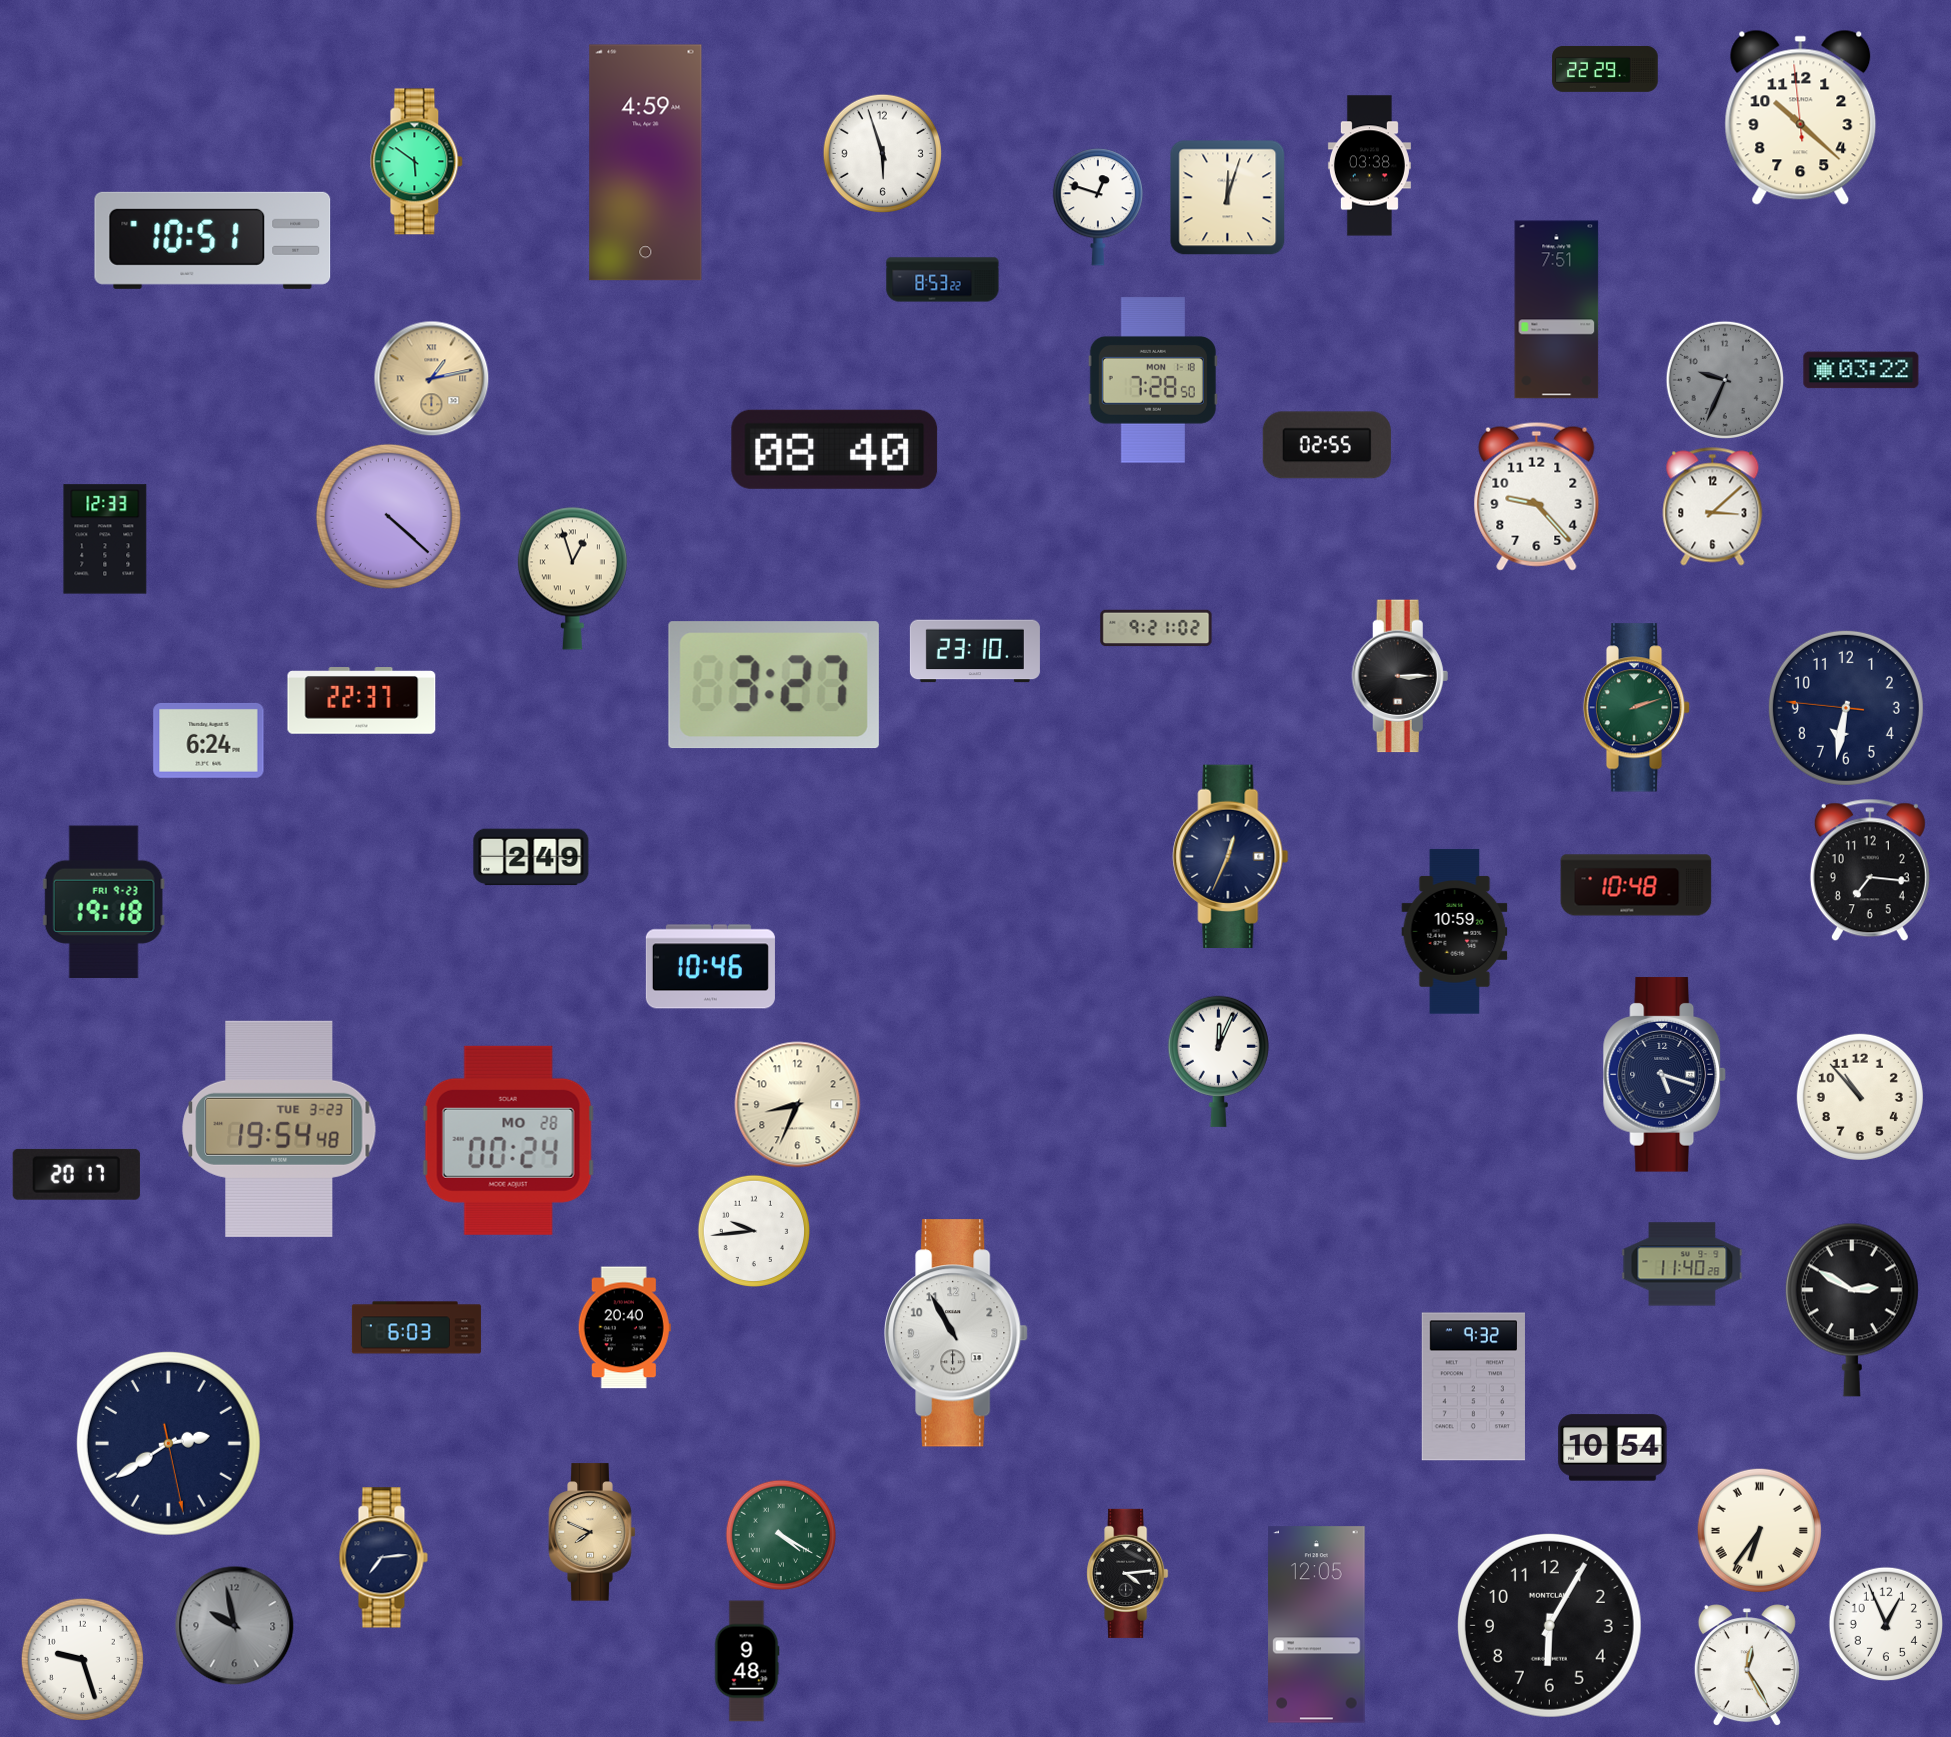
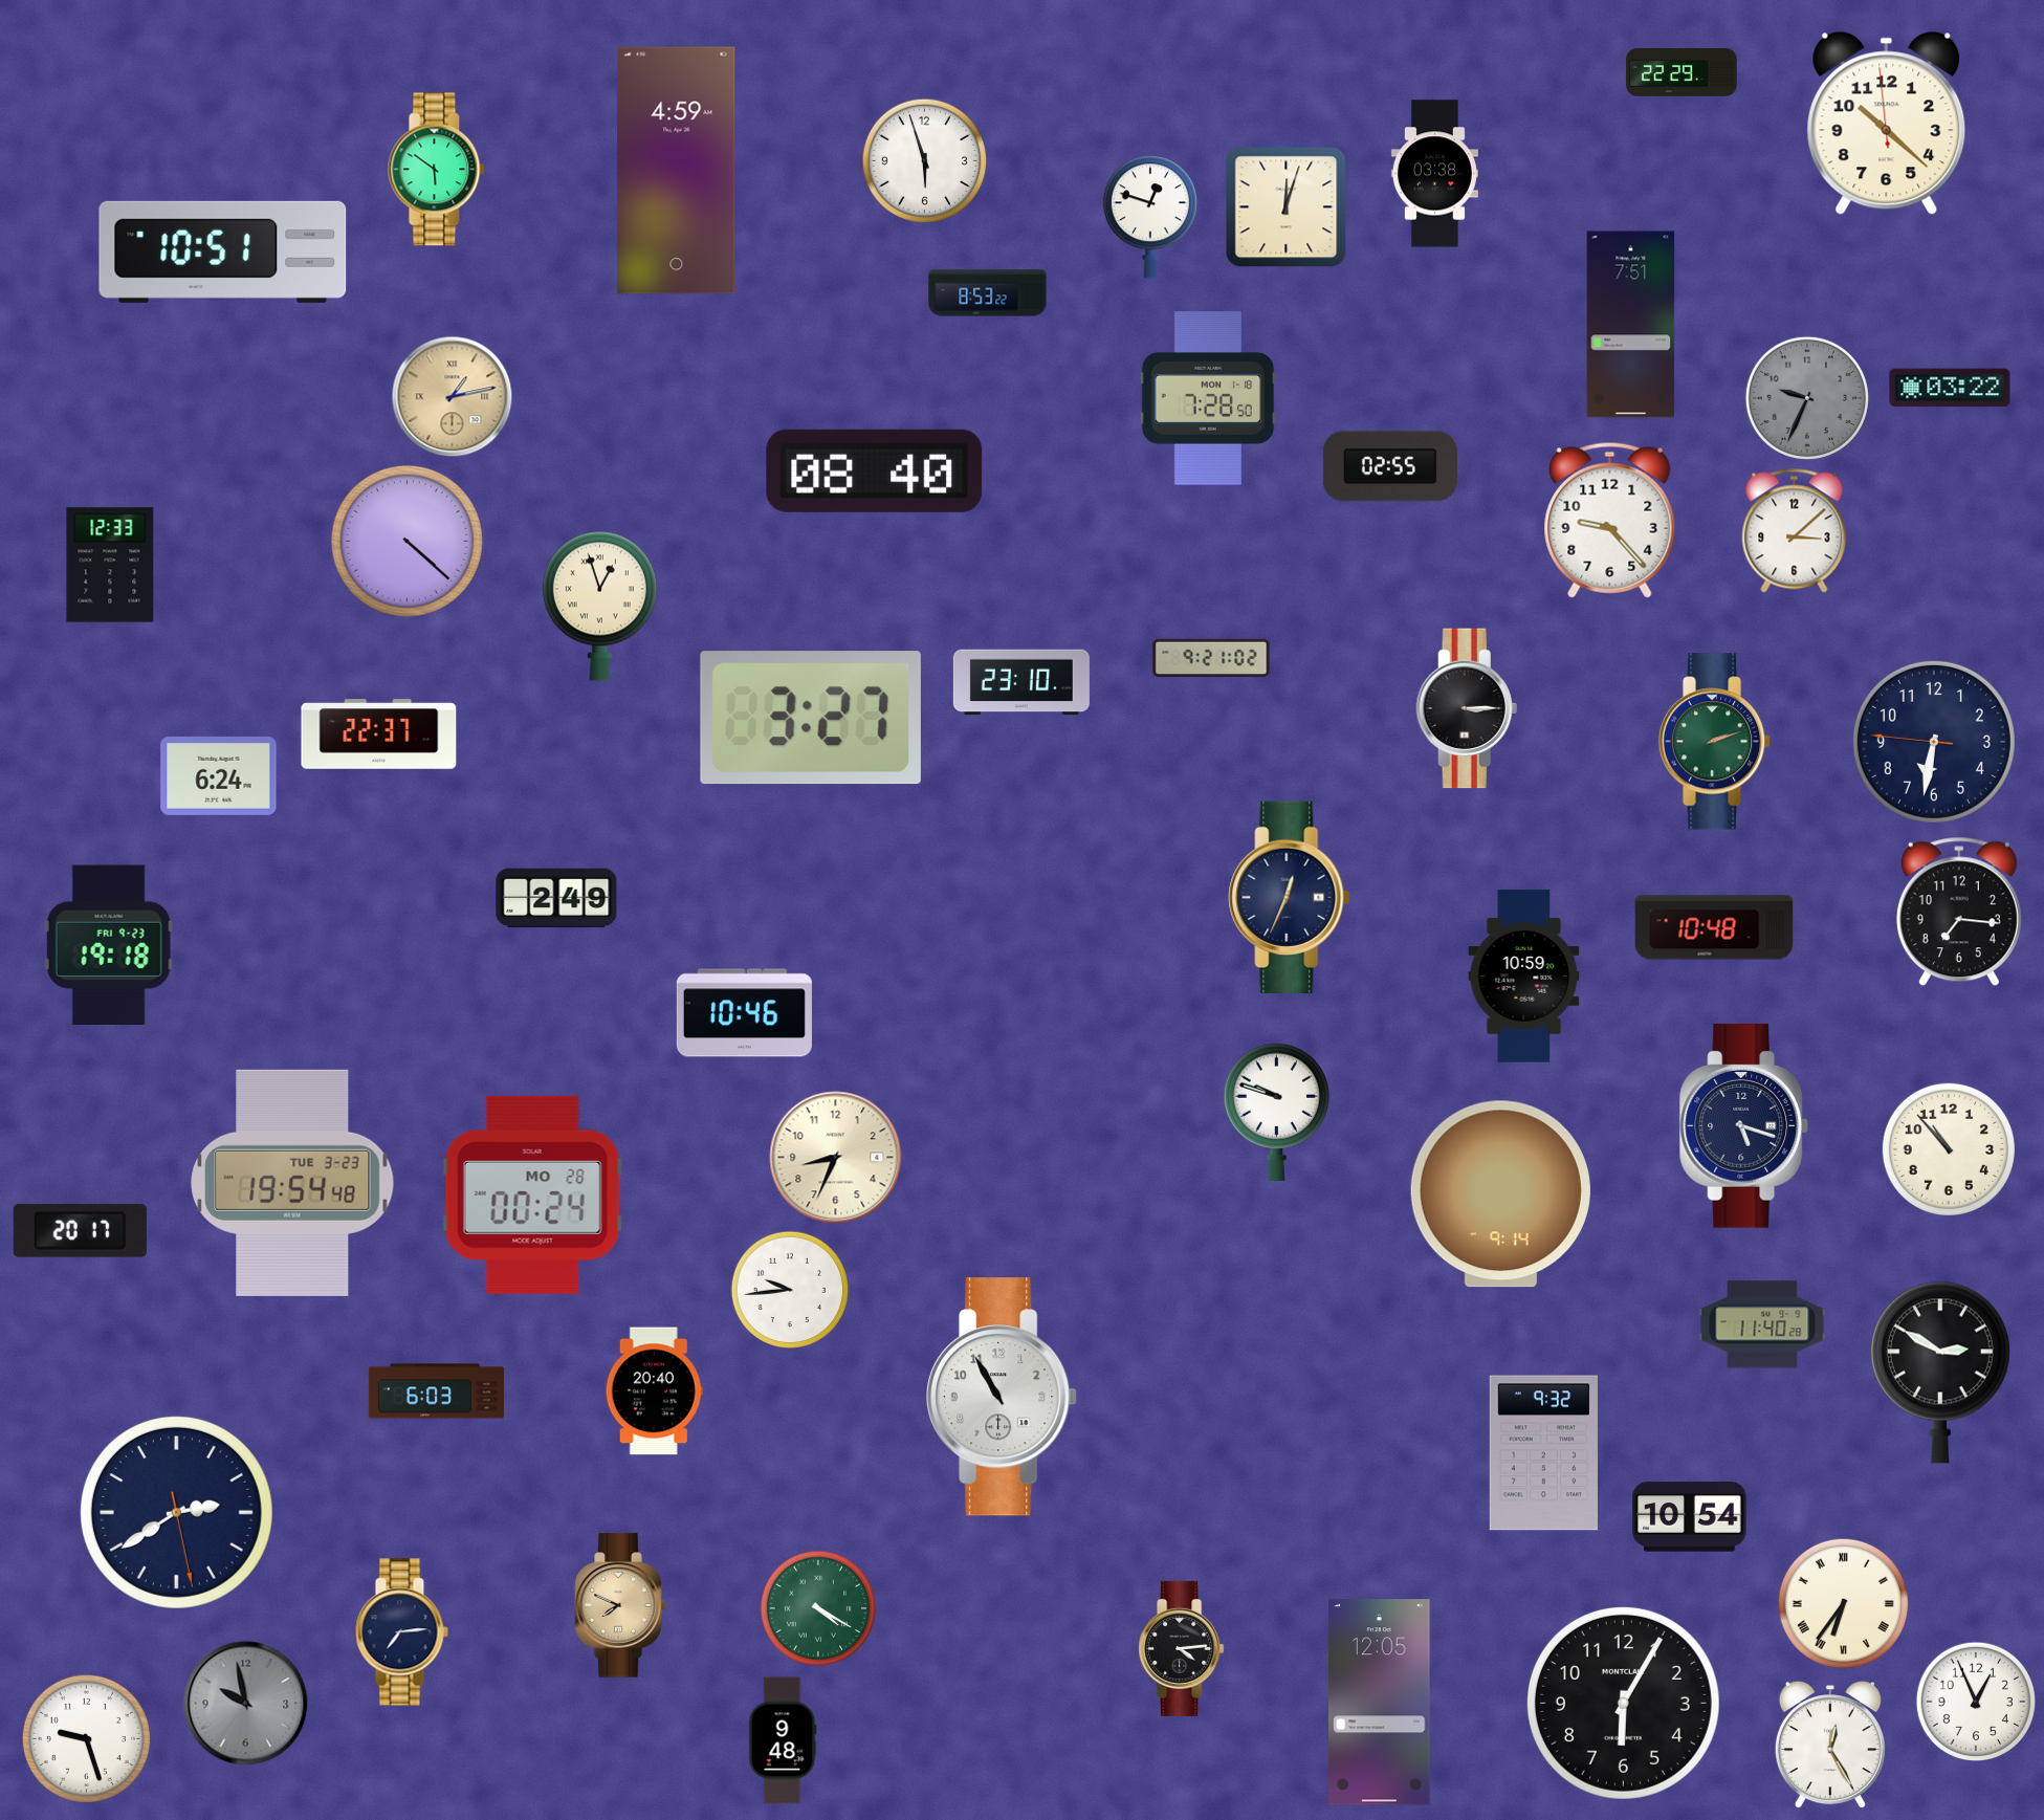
clock at (1218, 1061): 12:04 -> 9:48
clock at (1500, 1194): none -> 9:14
